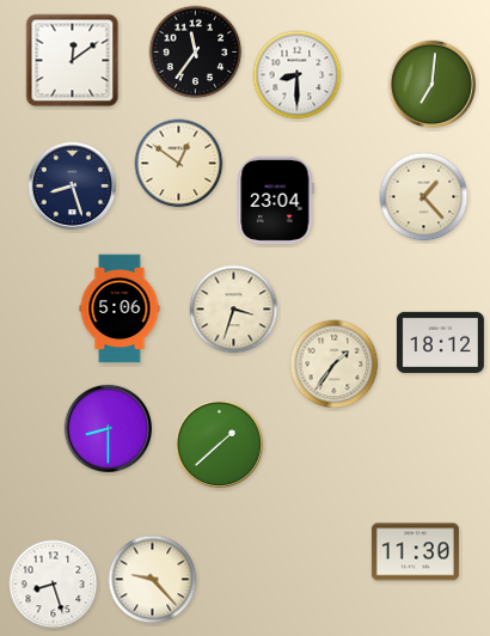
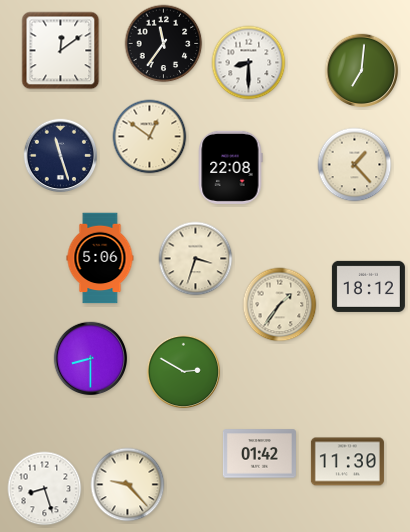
clock at (73, 186): 8:27 -> 11:27
clock at (275, 200): 23:04 -> 22:08
clock at (220, 445): 1:38 -> 2:50
clock at (259, 454): none -> 01:42
